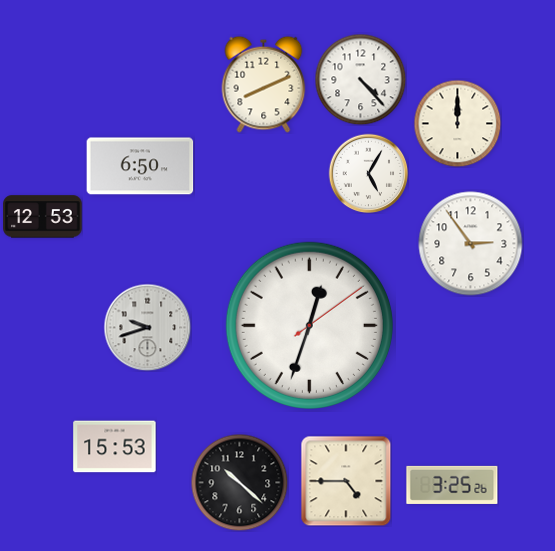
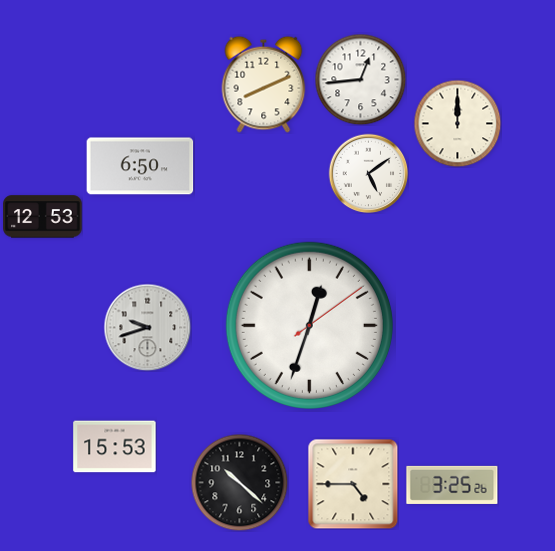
clock at (360, 79): 4:23 -> 12:44
clock at (368, 173): 5:05 -> 5:09
clock at (471, 244): 2:54 -> none
clock at (346, 481) position: (346, 481) -> (353, 484)
